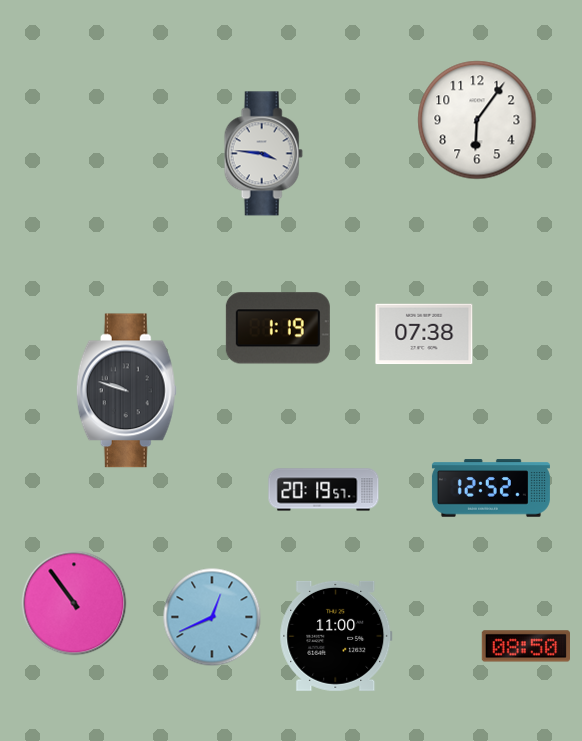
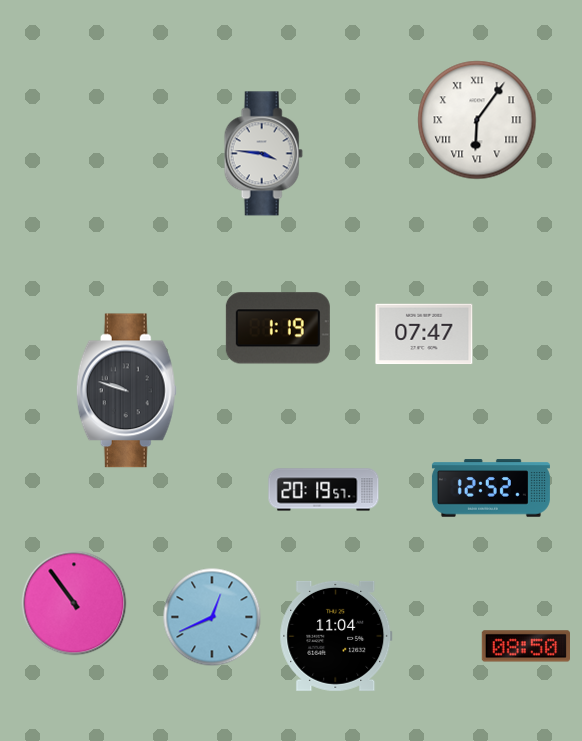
clock at (477, 120) numerals: Arabic -> Roman
clock at (424, 334): 07:38 -> 07:47
clock at (336, 636): 11:00 -> 11:04
